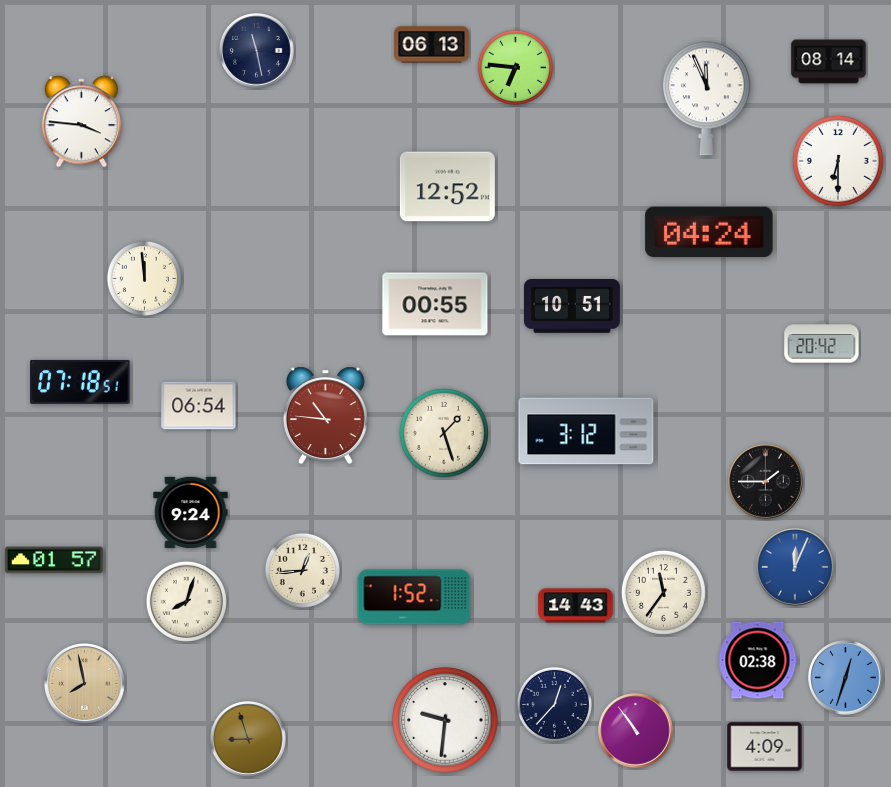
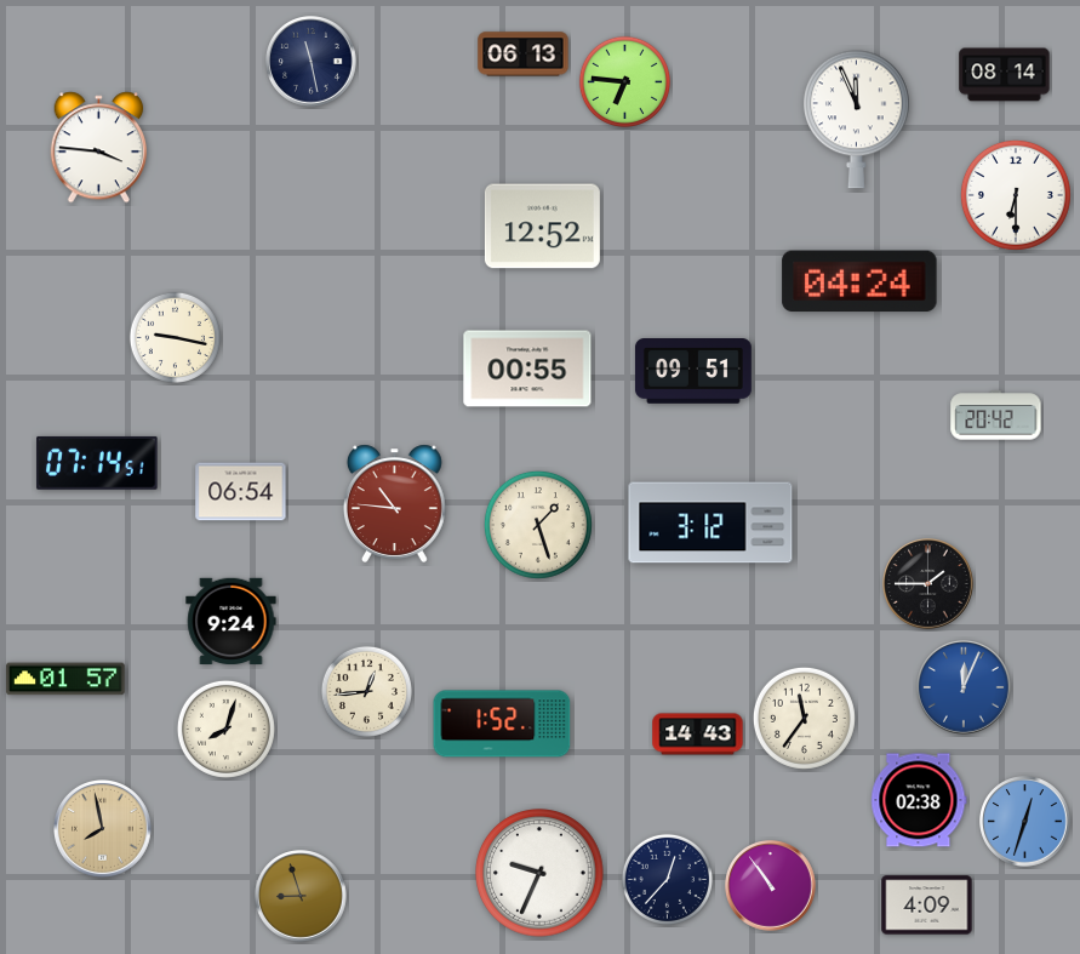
clock at (144, 278): 11:59 -> 9:17
clock at (572, 307): 10:51 -> 09:51
clock at (80, 382): 07:18 -> 07:14
clock at (554, 704) position: (554, 704) -> (667, 879)
clock at (445, 720): 9:31 -> 9:34
